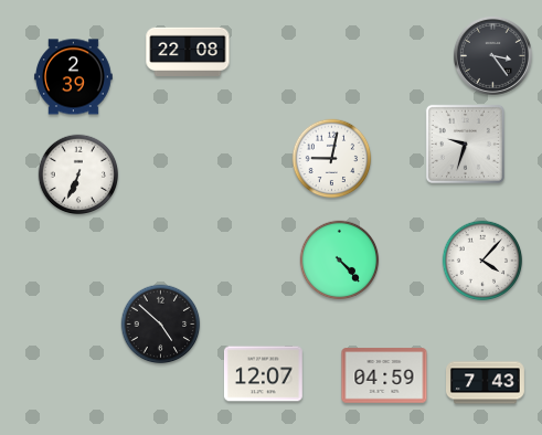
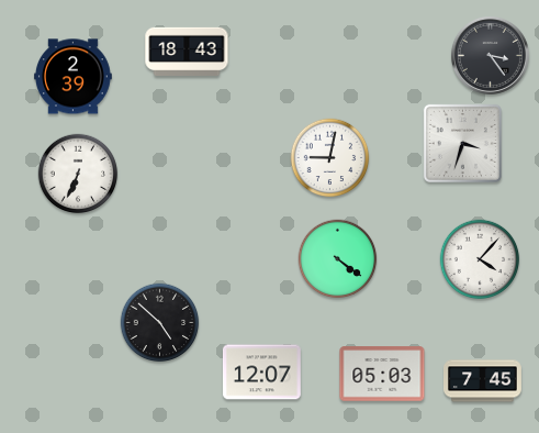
clock at (188, 51): 22:08 -> 18:43
clock at (465, 144): 9:33 -> 3:33
clock at (340, 261): 4:23 -> 4:21
clock at (384, 375): 04:59 -> 05:03
clock at (486, 383): 7:43 -> 7:45
